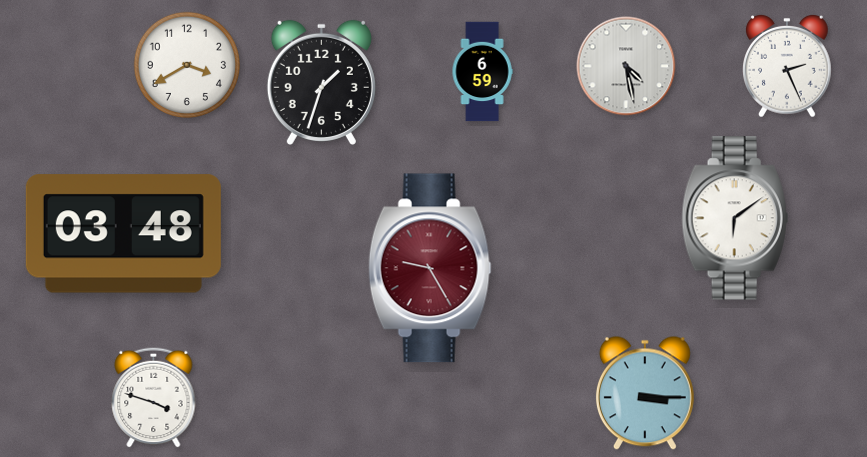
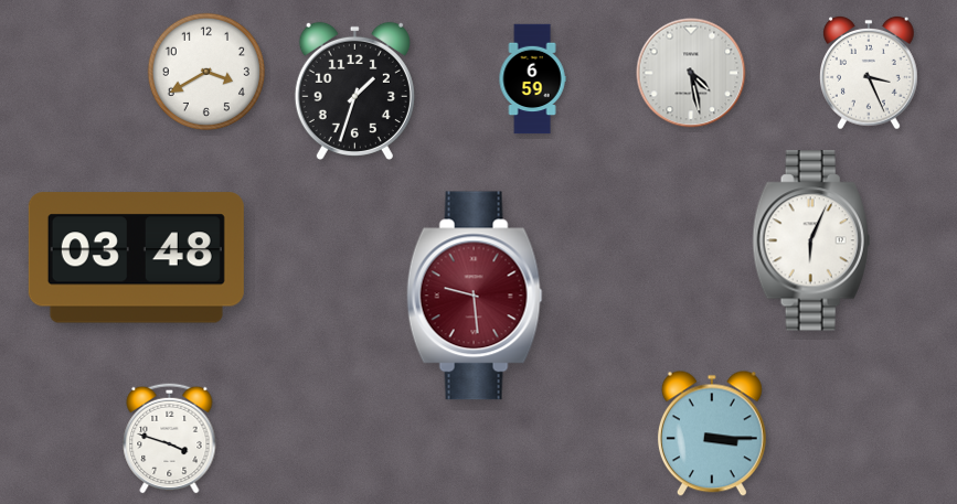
clock at (788, 66): 2:26 -> 3:26
clock at (735, 218): 6:09 -> 6:04
clock at (430, 268): 9:25 -> 9:29
